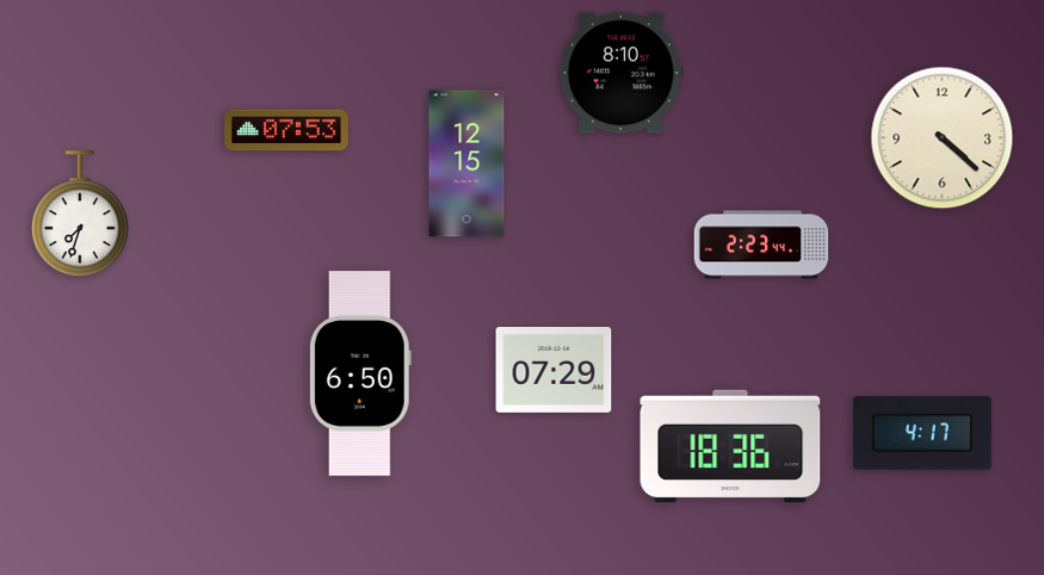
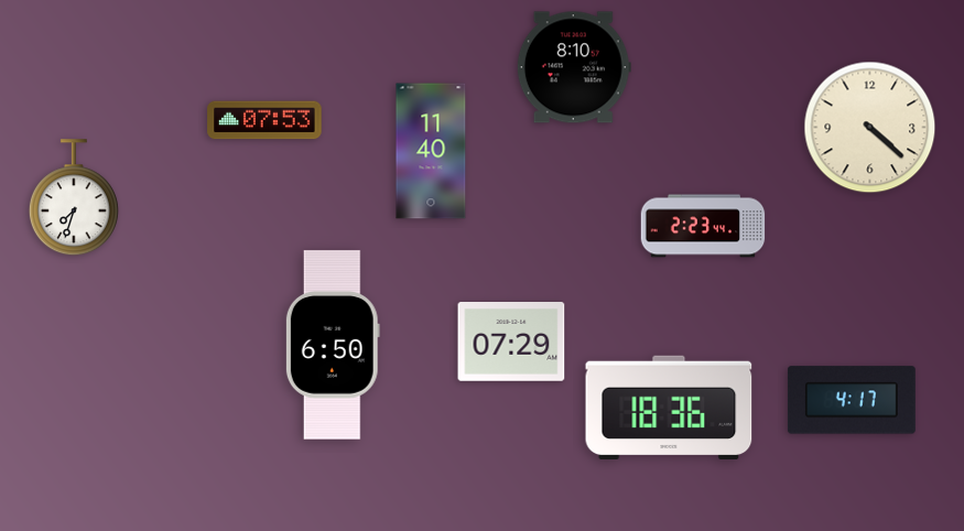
clock at (467, 163): 12:15 -> 11:40
clock at (730, 445) position: (730, 445) -> (669, 407)
